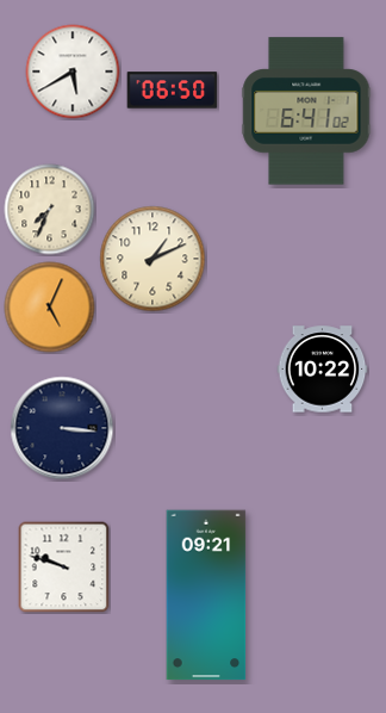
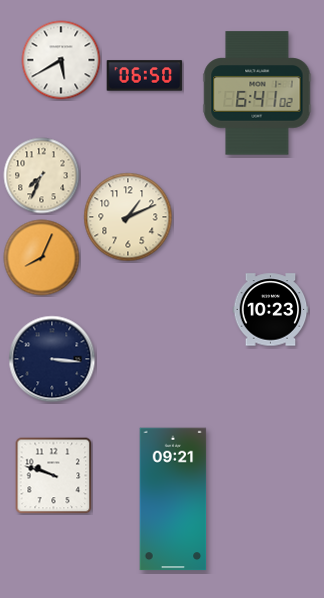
clock at (50, 308): 5:04 -> 8:04
clock at (323, 370): 10:22 -> 10:23
